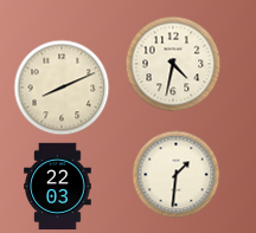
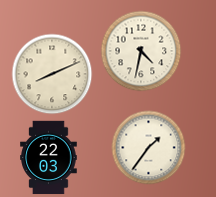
clock at (173, 64) position: (173, 64) -> (141, 51)
clock at (177, 175): 1:31 -> 1:36
